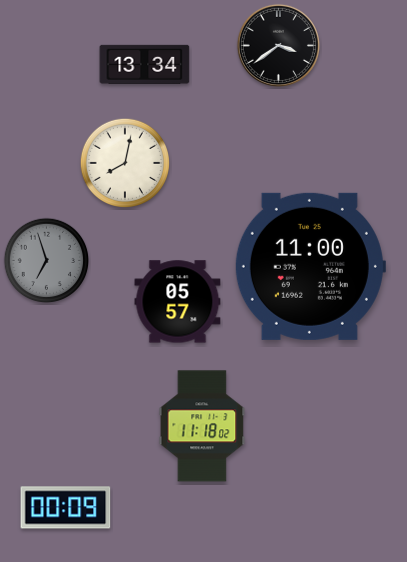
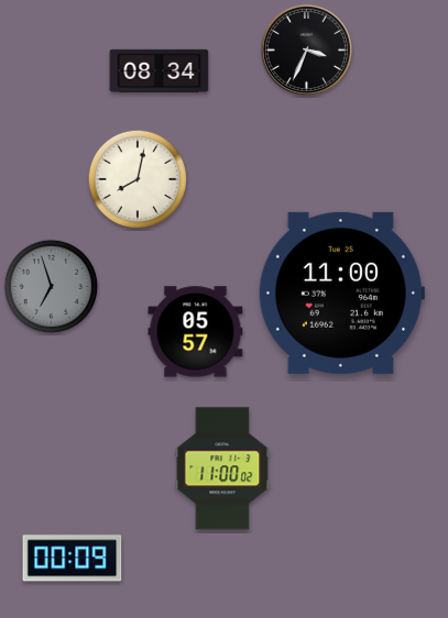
clock at (278, 45): 3:39 -> 3:34
clock at (145, 64): 13:34 -> 08:34
clock at (202, 426): 11:18 -> 11:00
